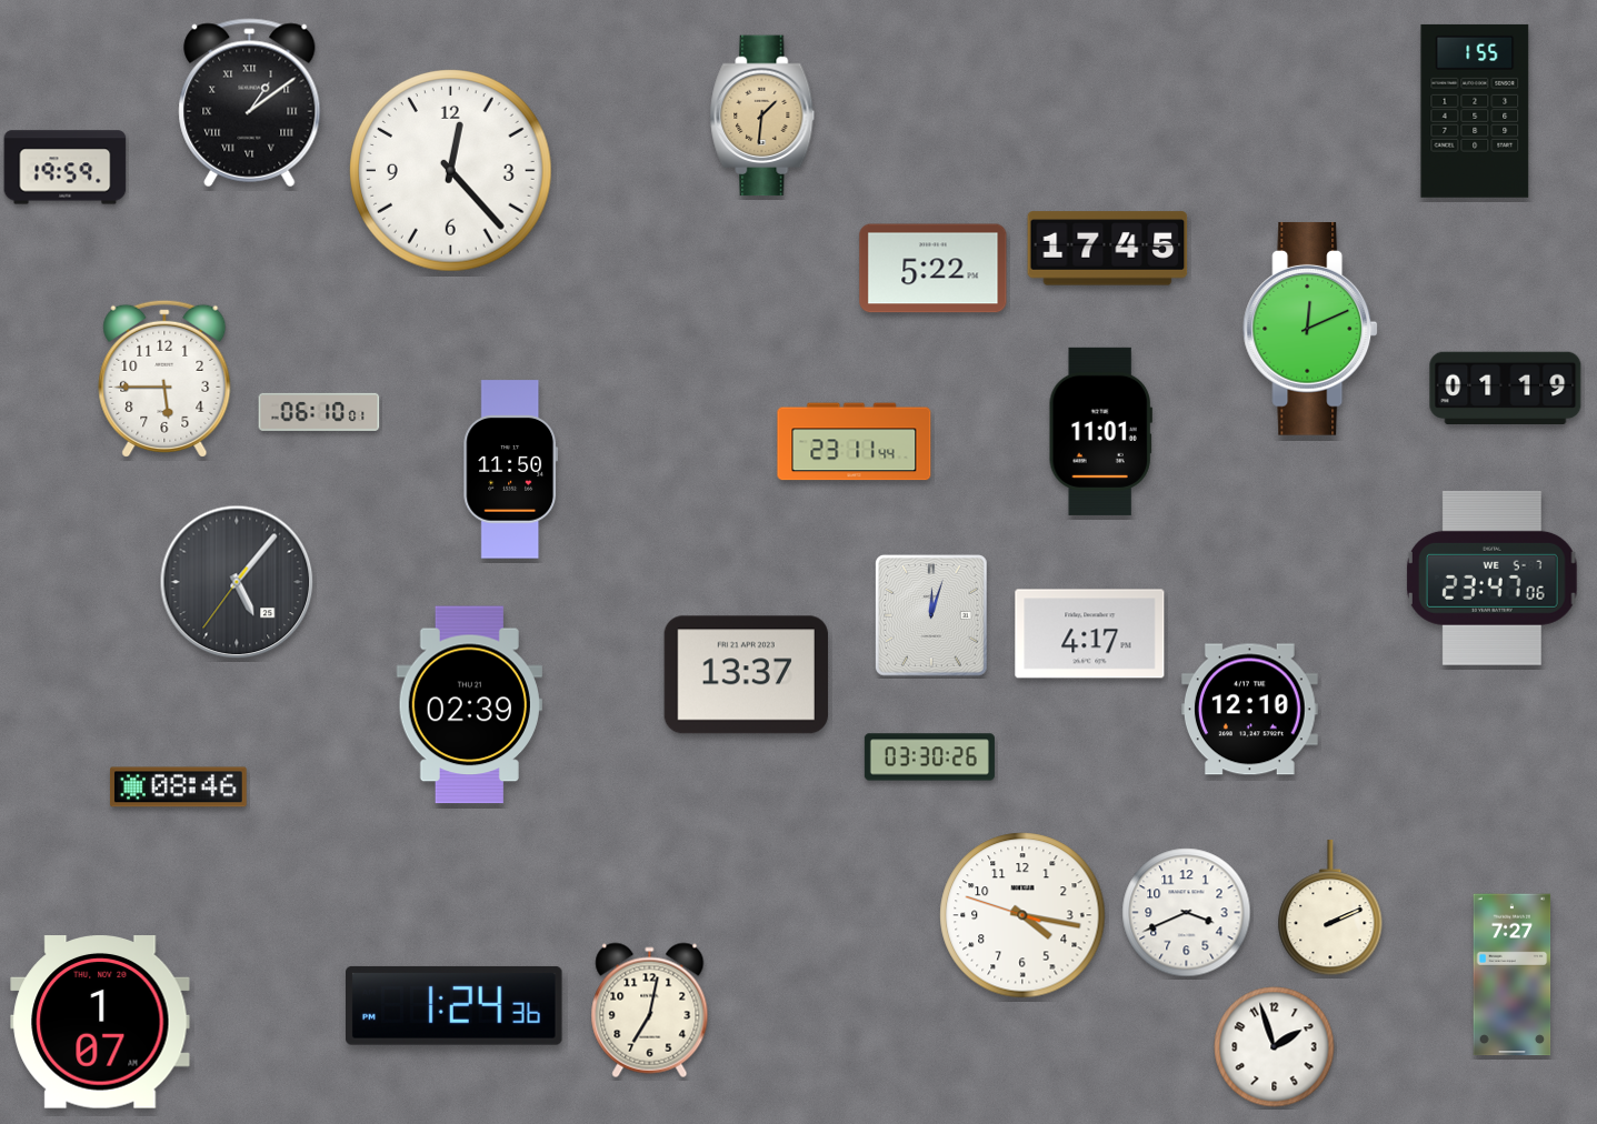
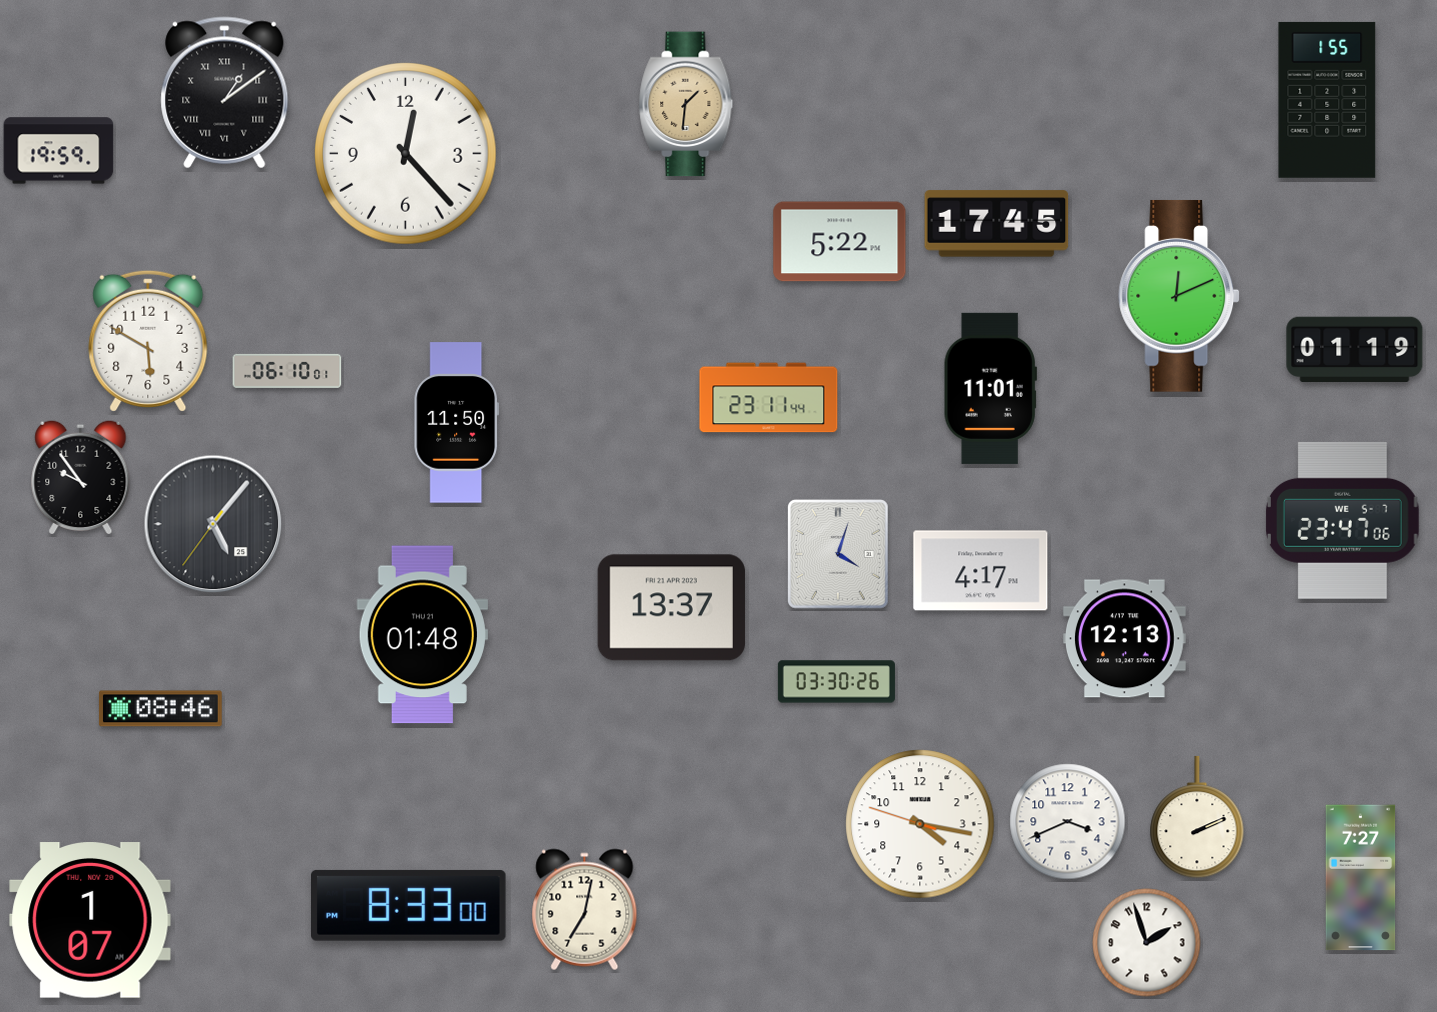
clock at (164, 379): 5:45 -> 5:50
clock at (511, 470) position: (511, 470) -> (457, 423)
clock at (81, 477): none -> 9:54
clock at (932, 615): 12:03 -> 4:03
clock at (469, 705): 02:39 -> 01:48
clock at (1249, 710): 12:10 -> 12:13
clock at (455, 1005): 1:24 -> 8:33
